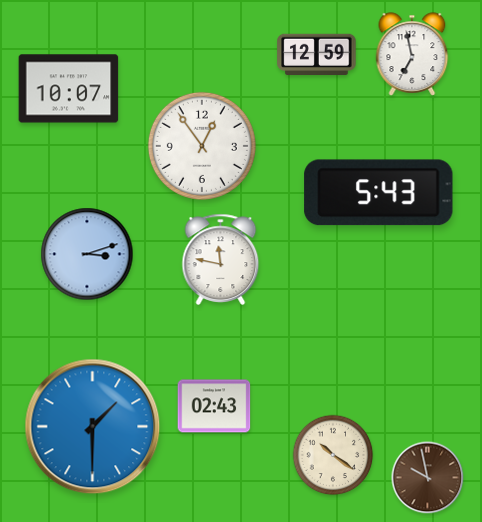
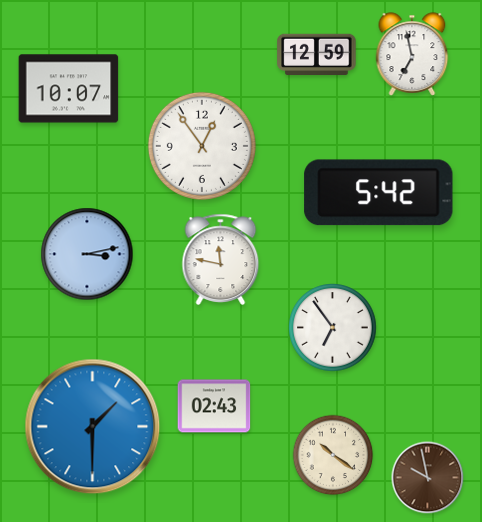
clock at (379, 193): 5:43 -> 5:42
clock at (87, 254): 3:12 -> 3:13
clock at (333, 328): none -> 6:54
